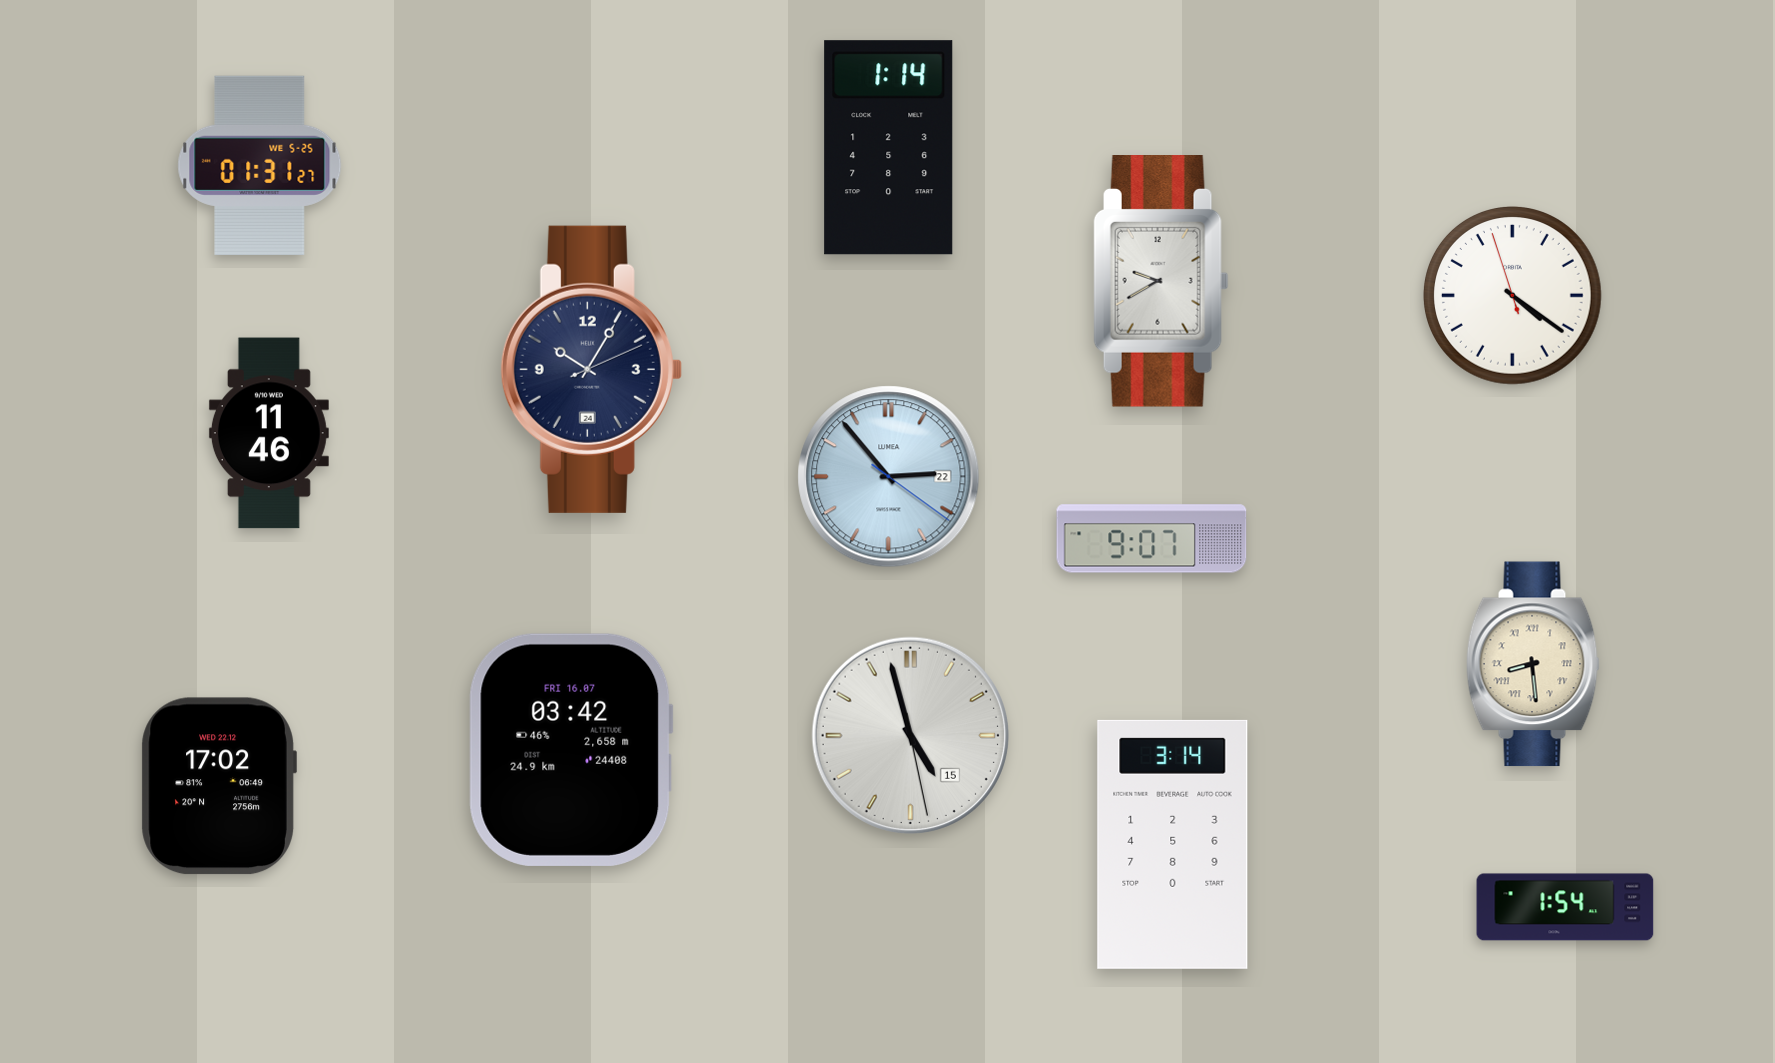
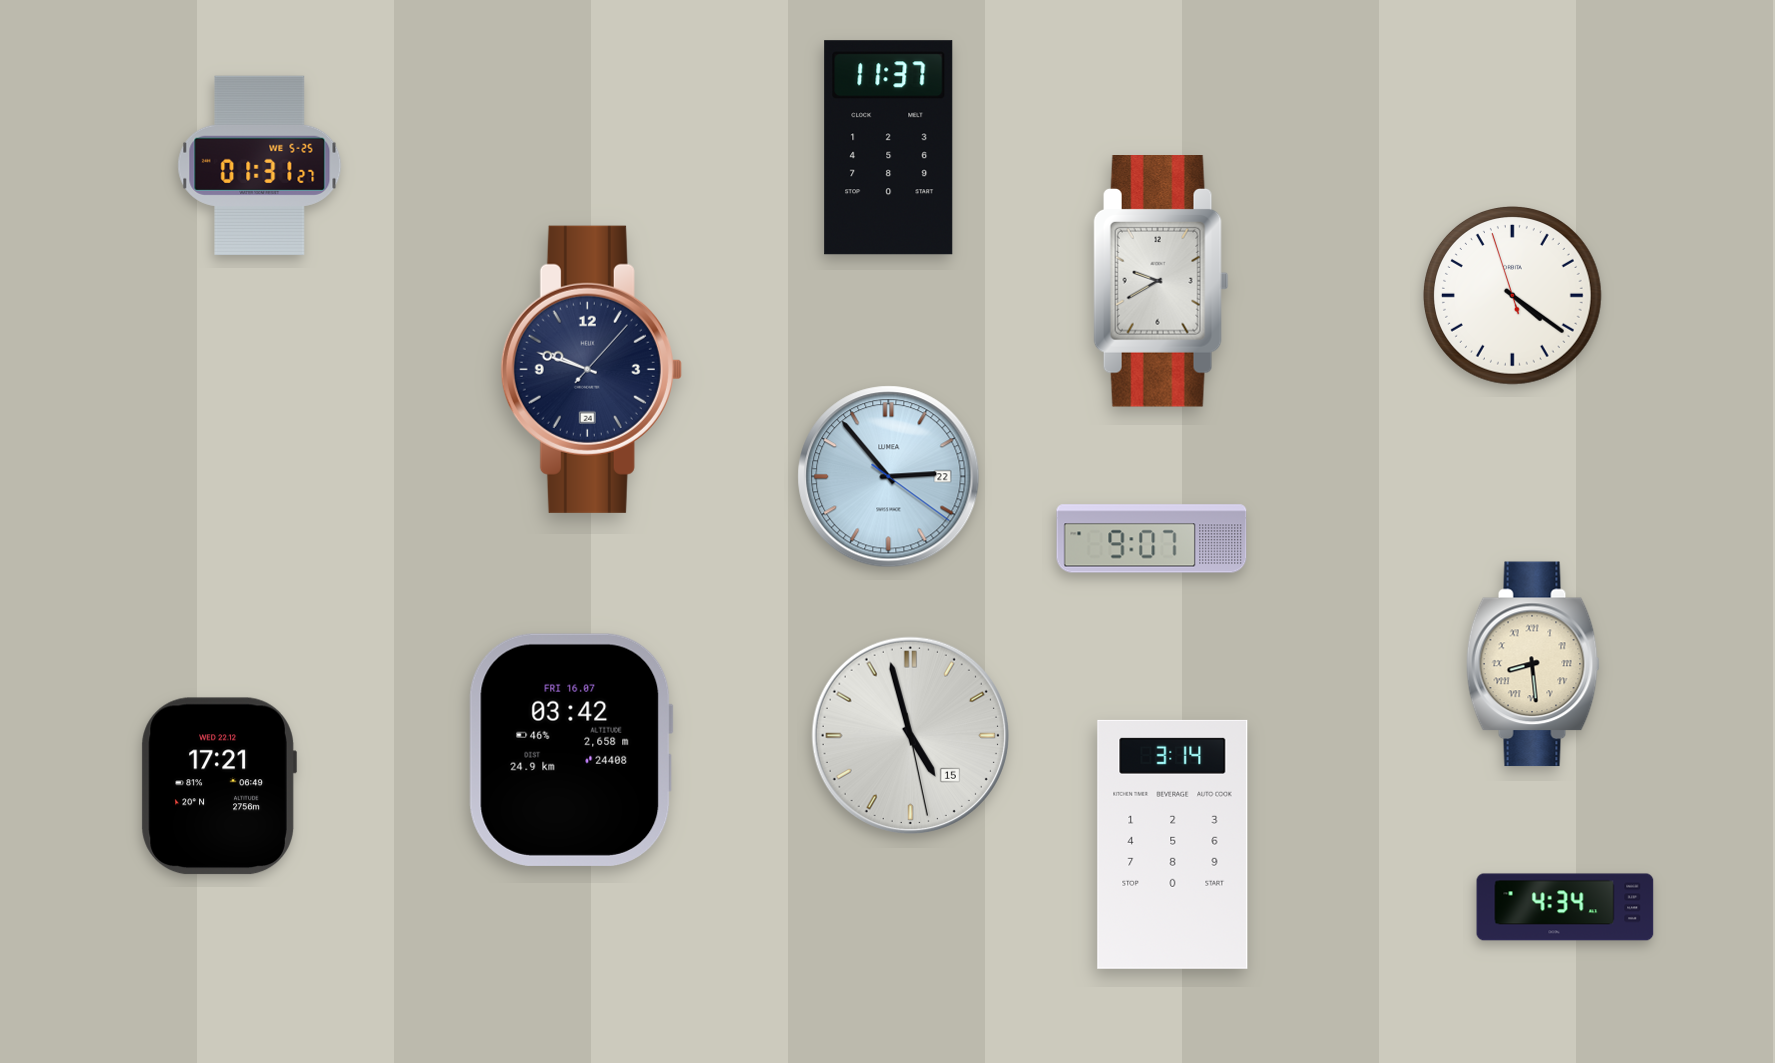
clock at (889, 148): 1:14 -> 11:37
clock at (591, 369): 10:05 -> 9:48
clock at (269, 433): 11:46 -> none
clock at (219, 786): 17:02 -> 17:21
clock at (1565, 907): 1:54 -> 4:34
